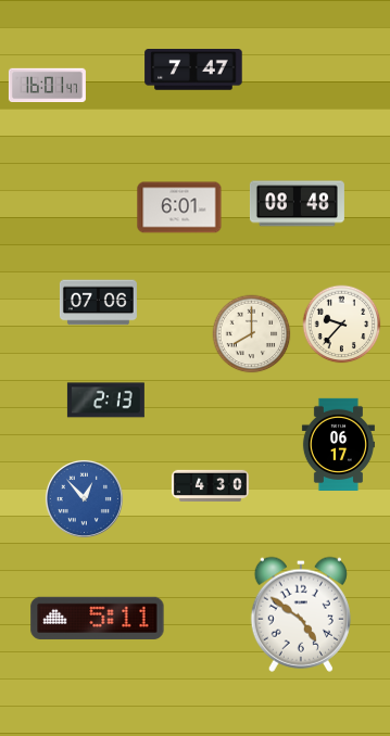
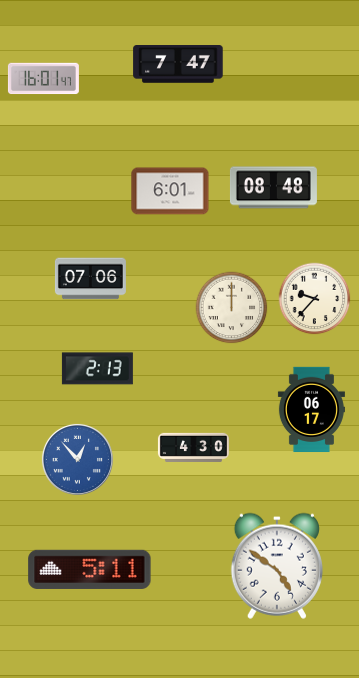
clock at (179, 207) position: (179, 207) -> (170, 191)
clock at (252, 334): 8:00 -> 12:00
